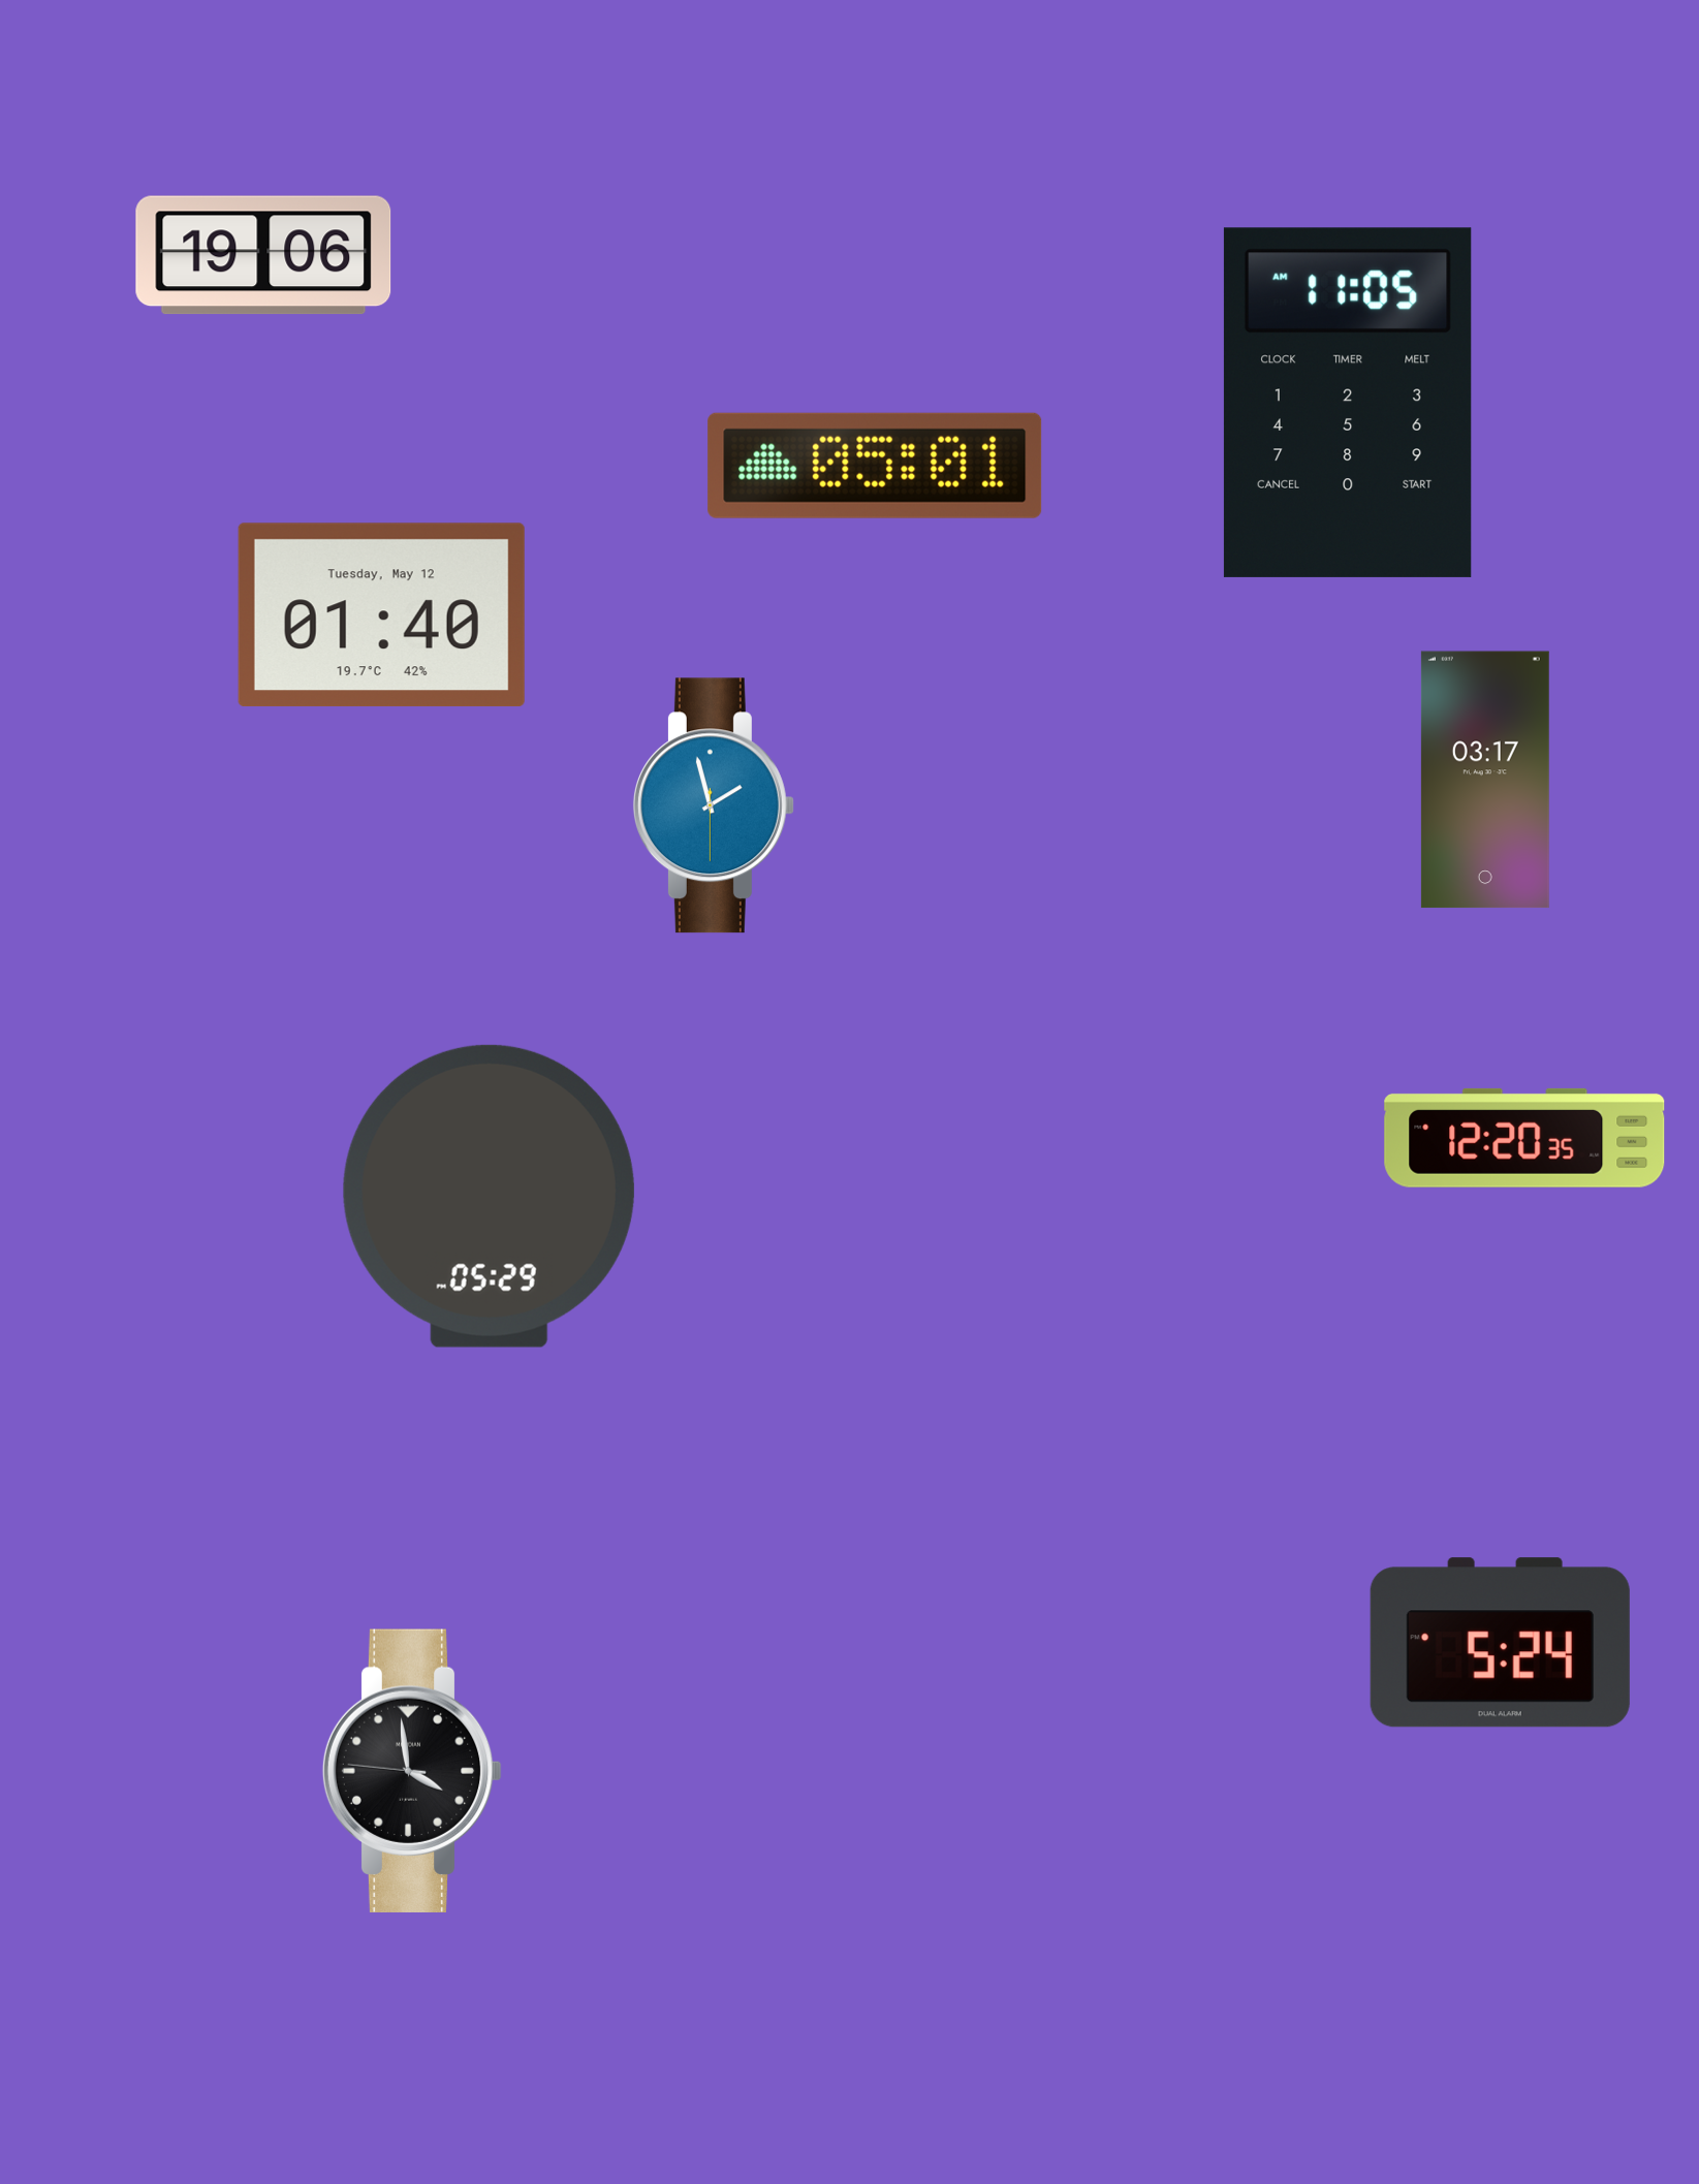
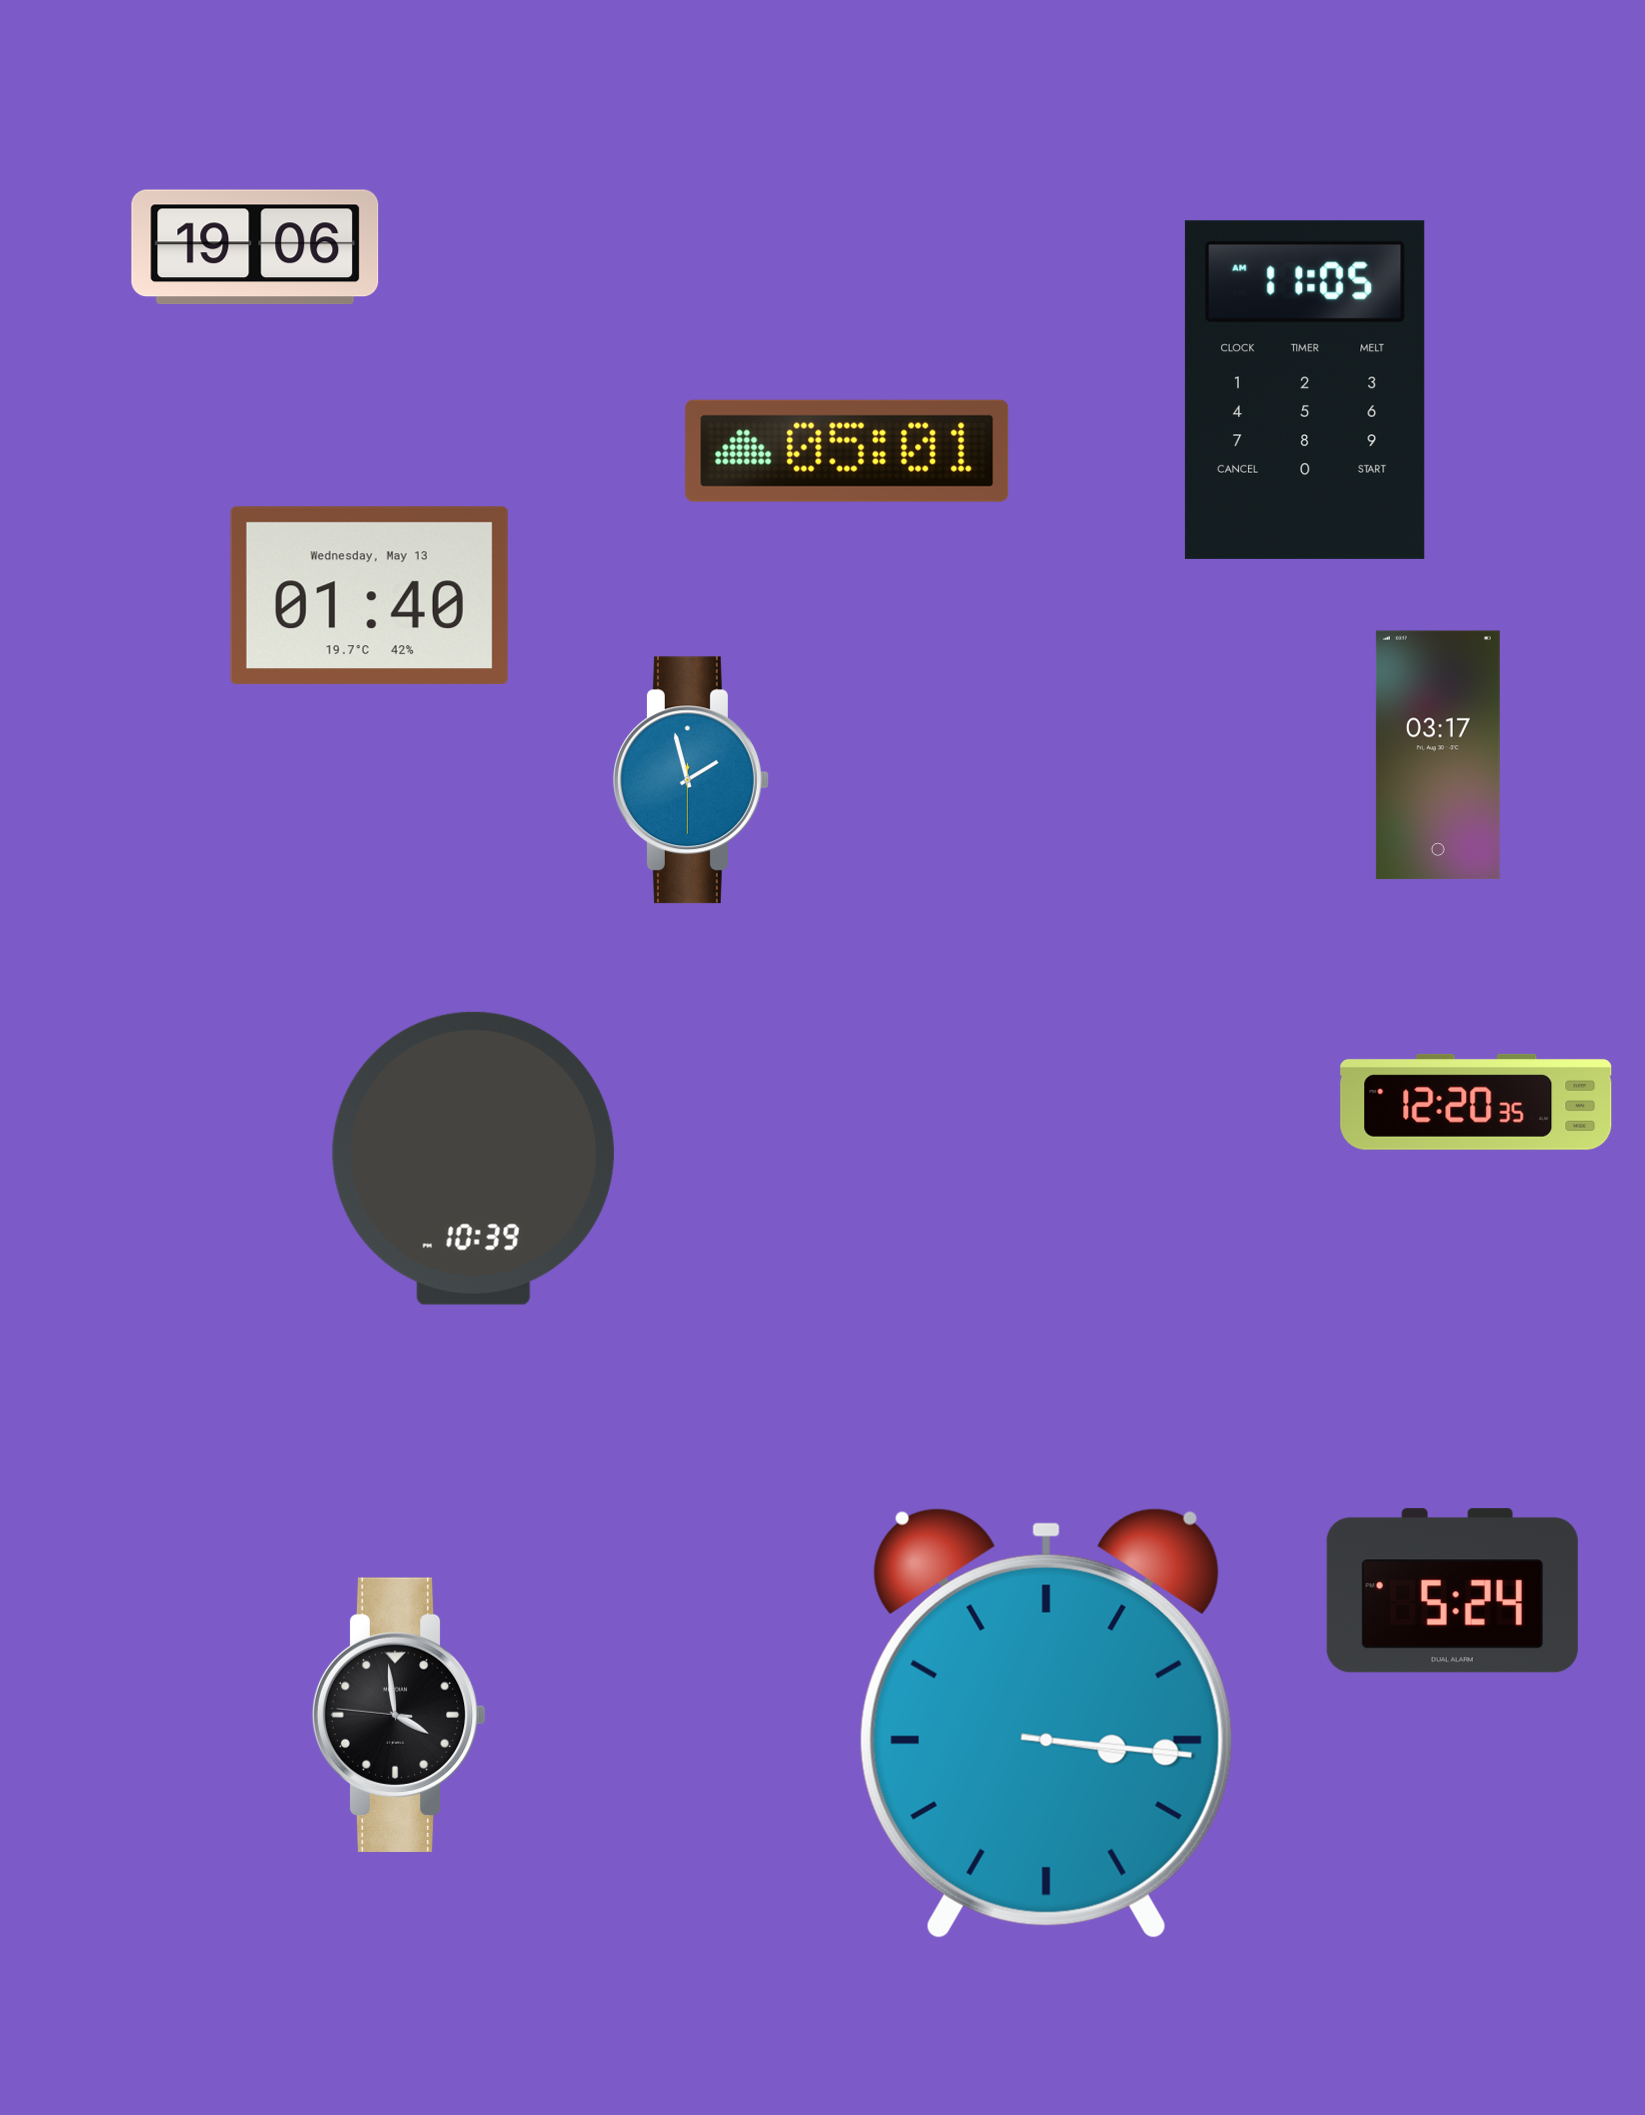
clock at (381, 615) date: Tuesday, May 12 -> Wednesday, May 13
clock at (489, 1196): 05:29 -> 10:39
clock at (1046, 1723): none -> 3:16
